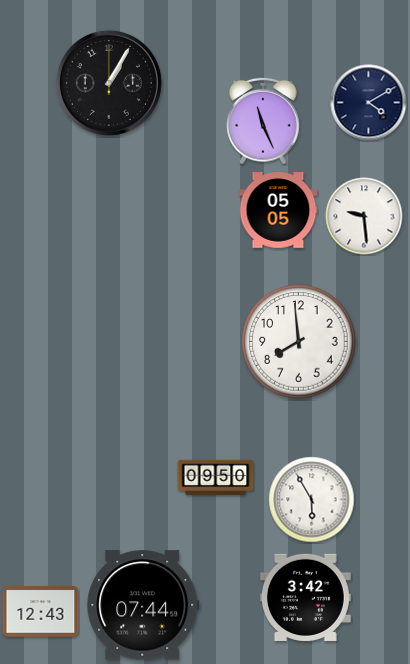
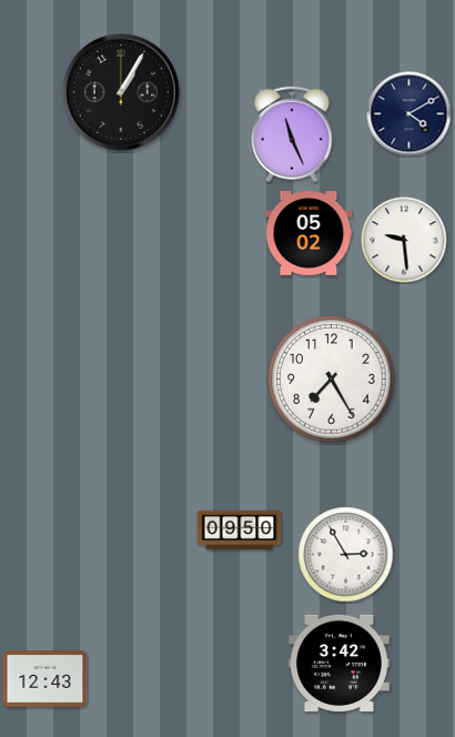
clock at (278, 211): 05:05 -> 05:02
clock at (299, 342): 7:59 -> 7:25
clock at (312, 500): 5:55 -> 2:55
clock at (143, 605): 07:44 -> none
